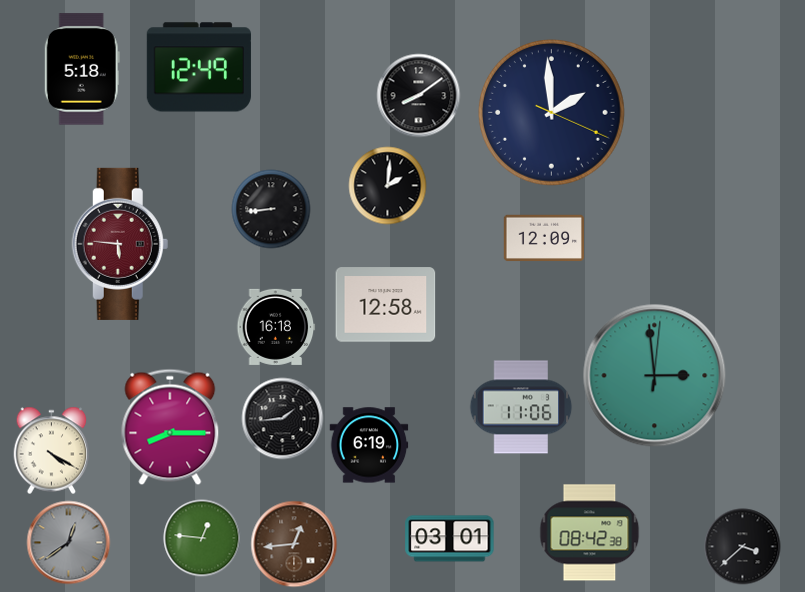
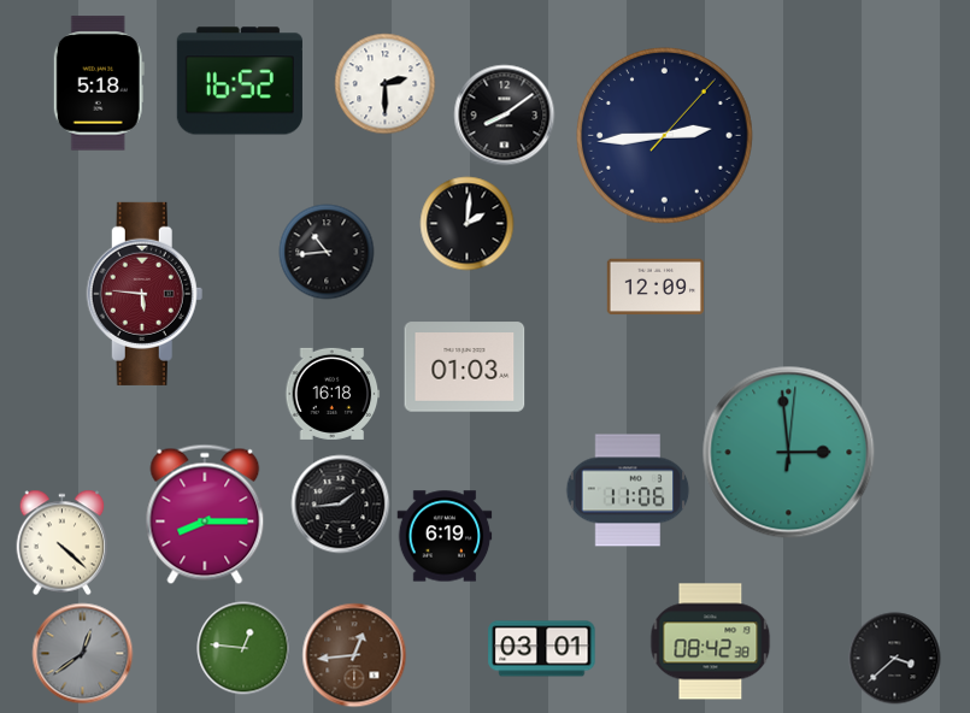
clock at (199, 67): 12:49 -> 16:52
clock at (386, 84): none -> 2:30
clock at (552, 113): 1:59 -> 2:44
clock at (271, 209): 8:44 -> 10:44
clock at (386, 305): 12:58 -> 01:03
clock at (52, 451): 4:20 -> 4:22
